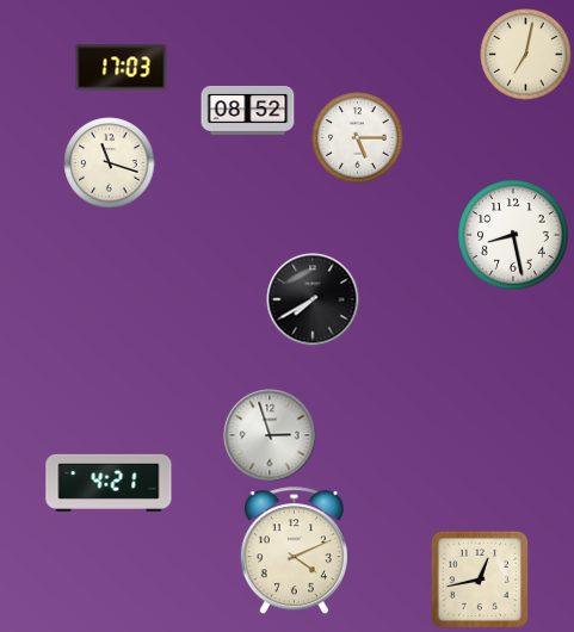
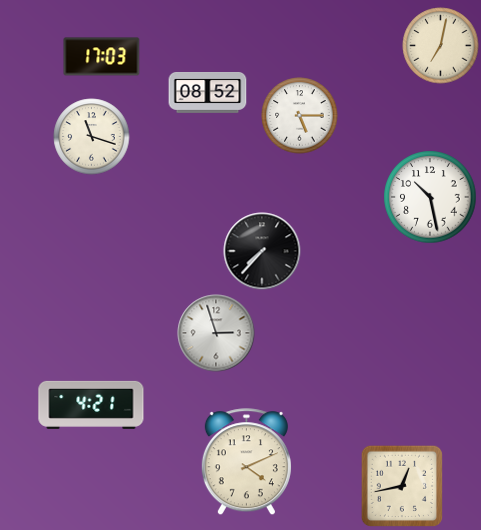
clock at (513, 235): 8:28 -> 10:28
clock at (313, 299): 7:40 -> 7:37
clock at (270, 435) position: (270, 435) -> (216, 333)
